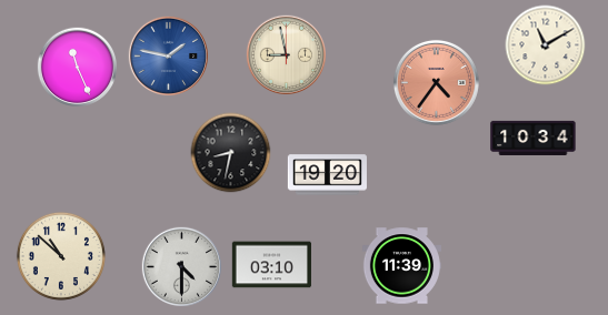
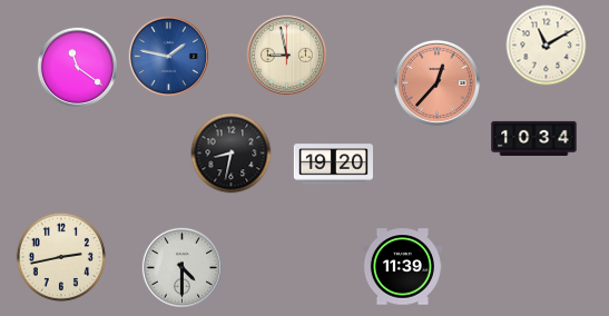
clock at (77, 67): 11:26 -> 11:21
clock at (436, 82): 4:36 -> 12:37
clock at (327, 175) position: (327, 175) -> (333, 165)
clock at (61, 256): 10:52 -> 2:43
clock at (271, 265): 03:10 -> none
